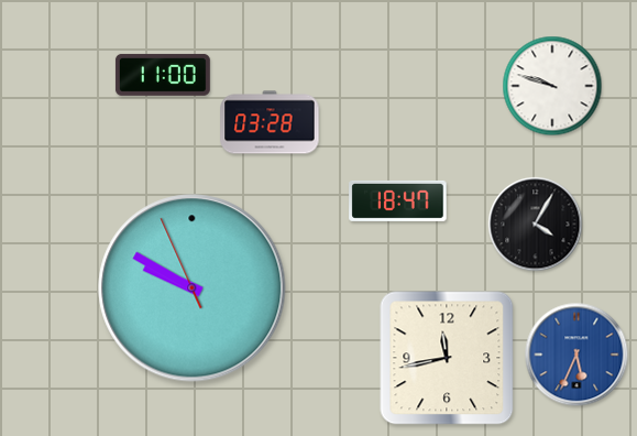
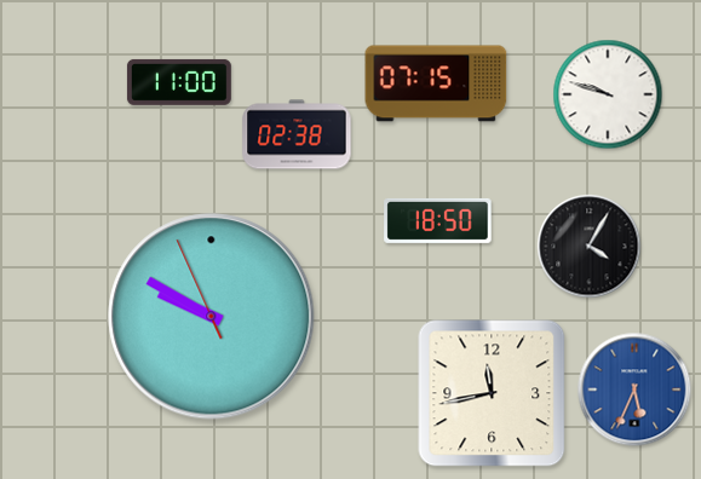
clock at (436, 83): none -> 07:15
clock at (270, 122): 03:28 -> 02:38
clock at (398, 200): 18:47 -> 18:50
